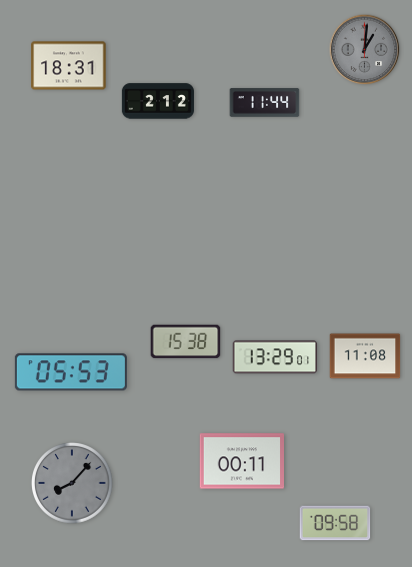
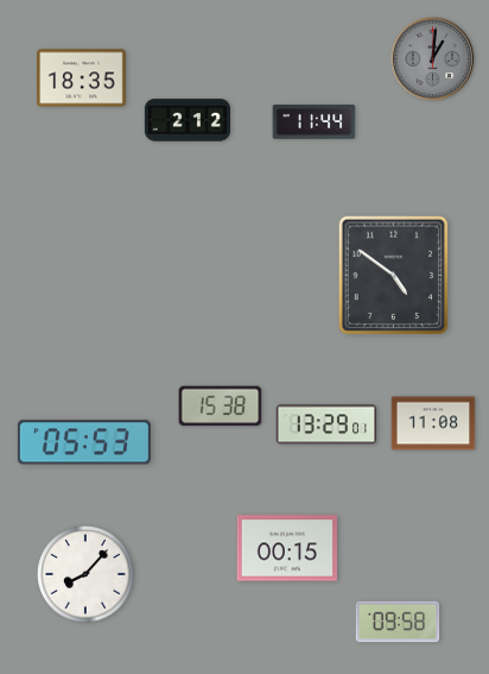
clock at (69, 66): 18:31 -> 18:35
clock at (394, 276): none -> 4:51
clock at (241, 461): 00:11 -> 00:15
clock at (72, 483) dial: grey -> white
